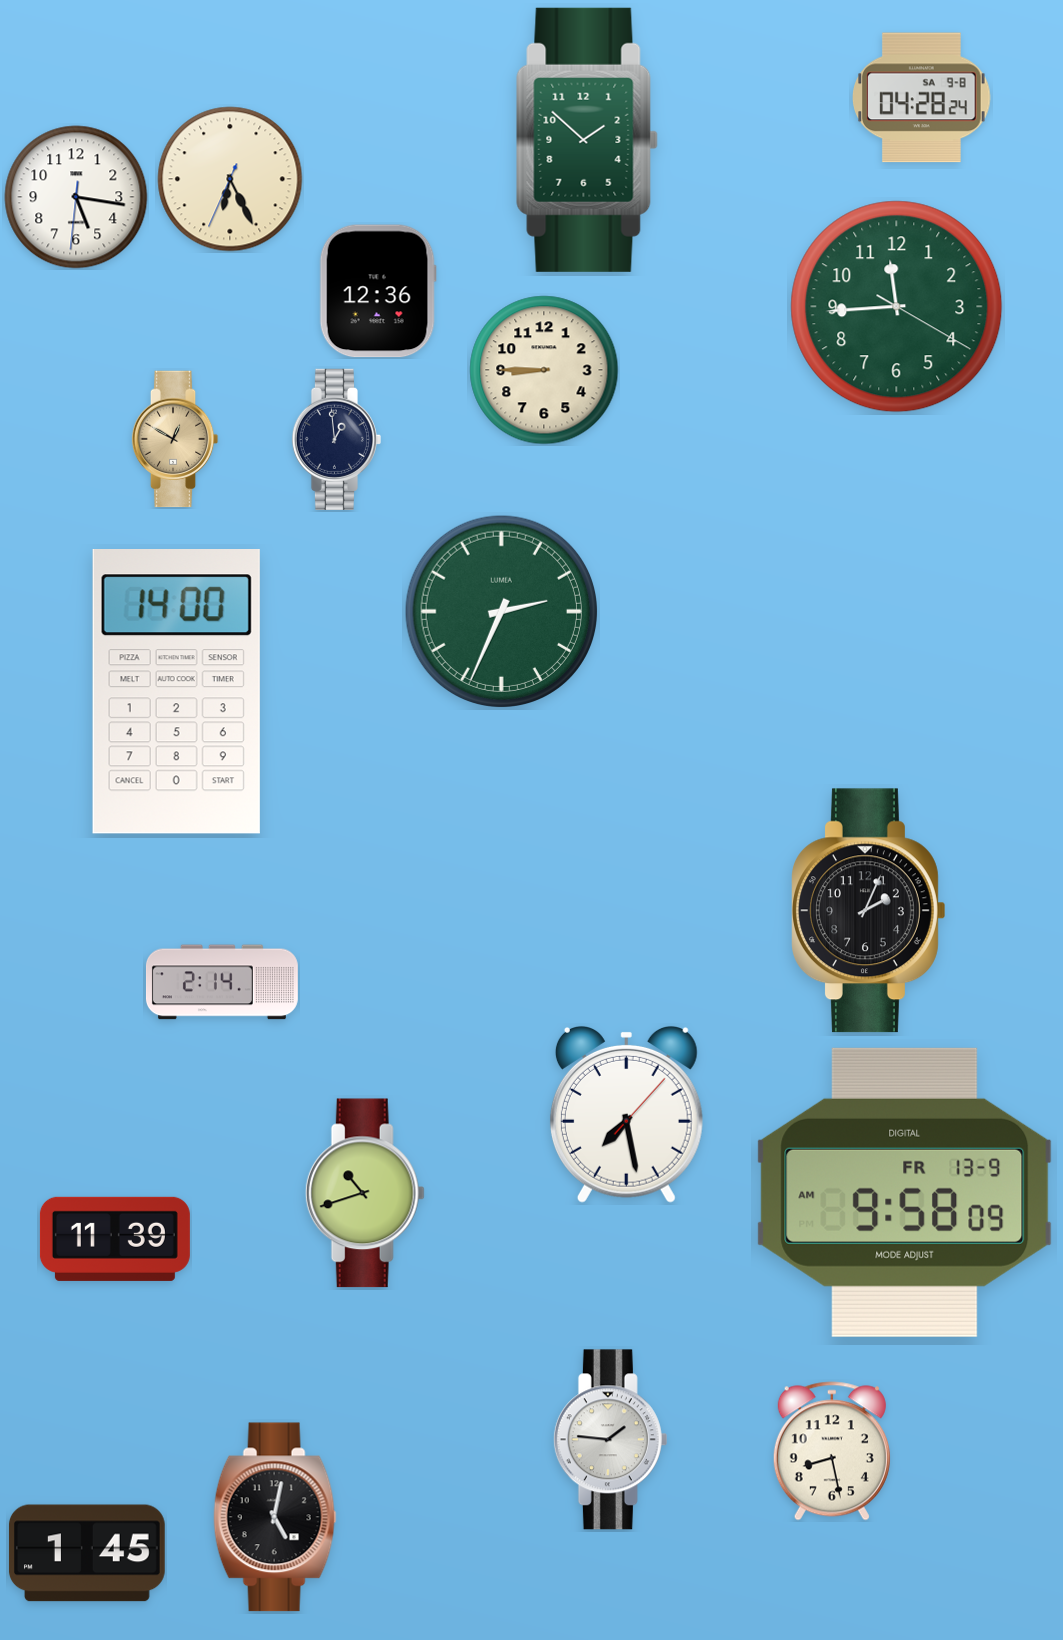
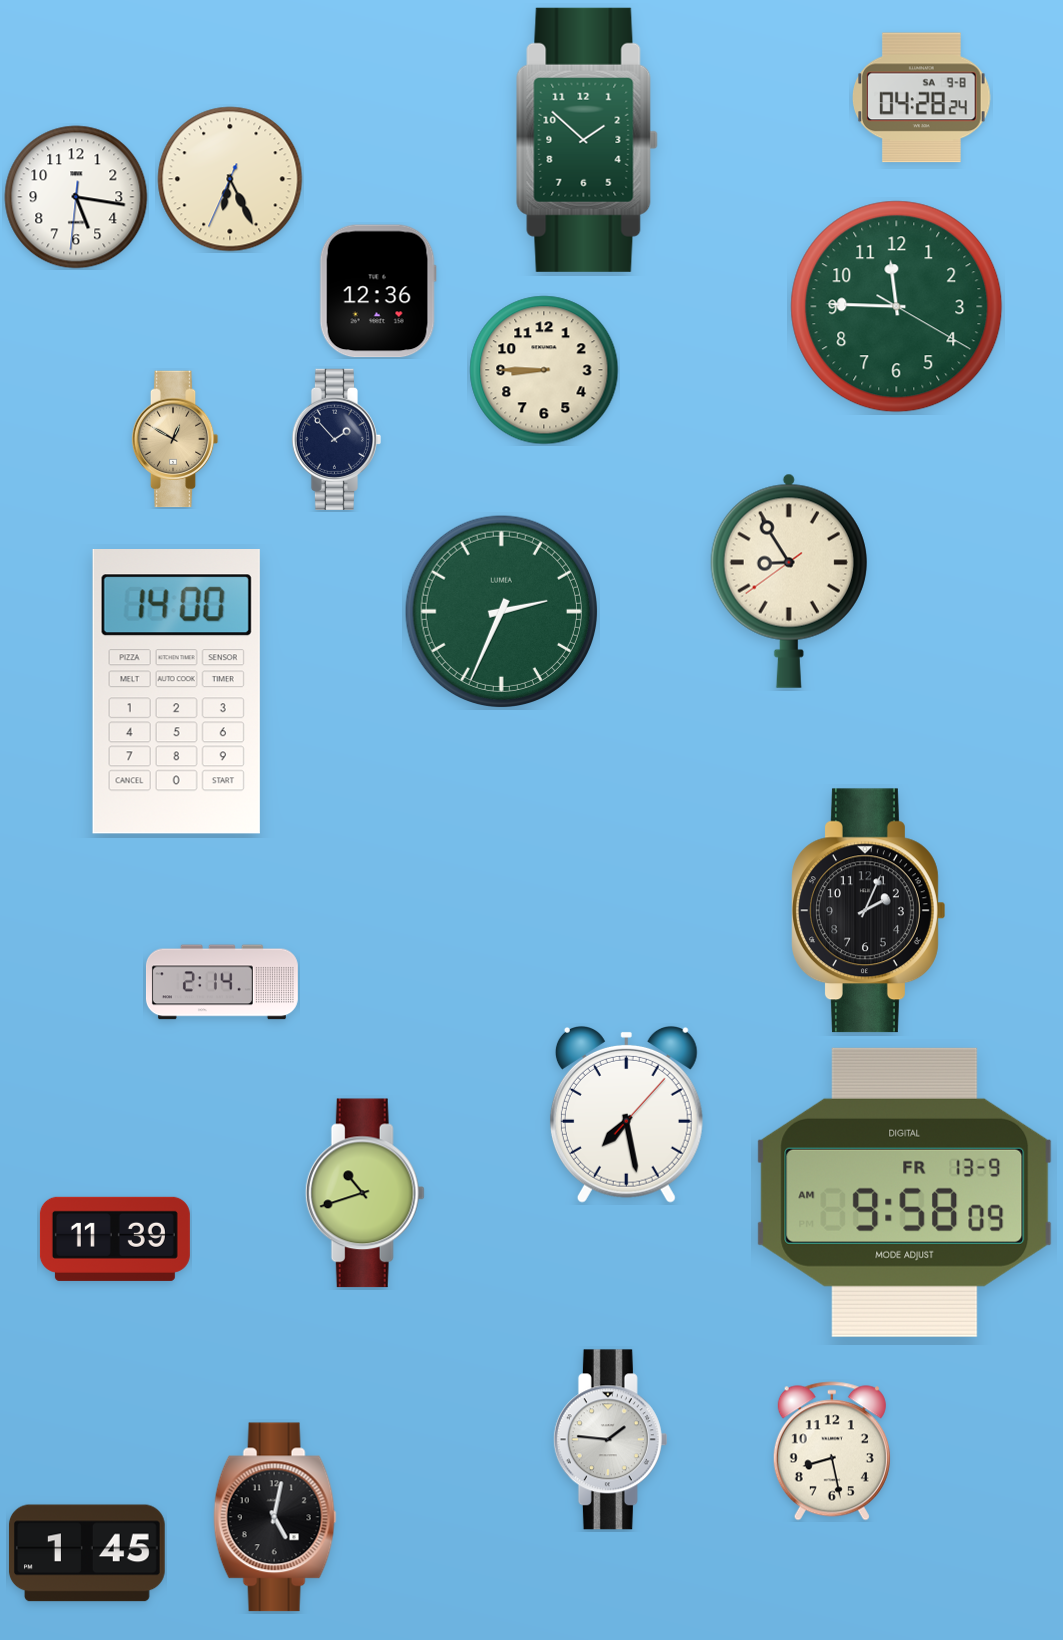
clock at (897, 307): 11:44 -> 11:45
clock at (336, 439): 12:59 -> 1:53
clock at (789, 581): none -> 8:54
